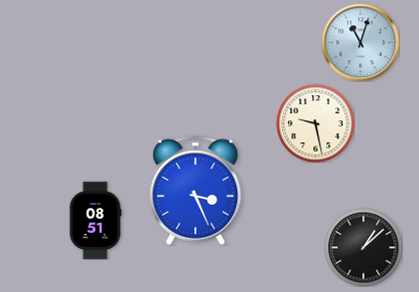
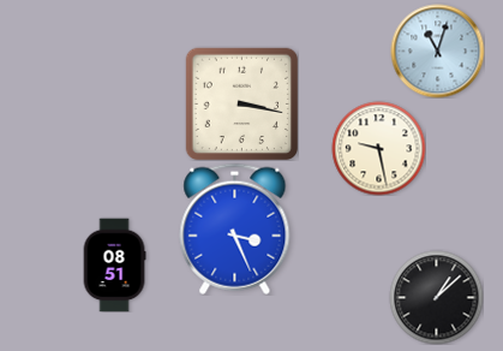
clock at (360, 42) position: (360, 42) -> (437, 50)
clock at (241, 103): none -> 3:17
